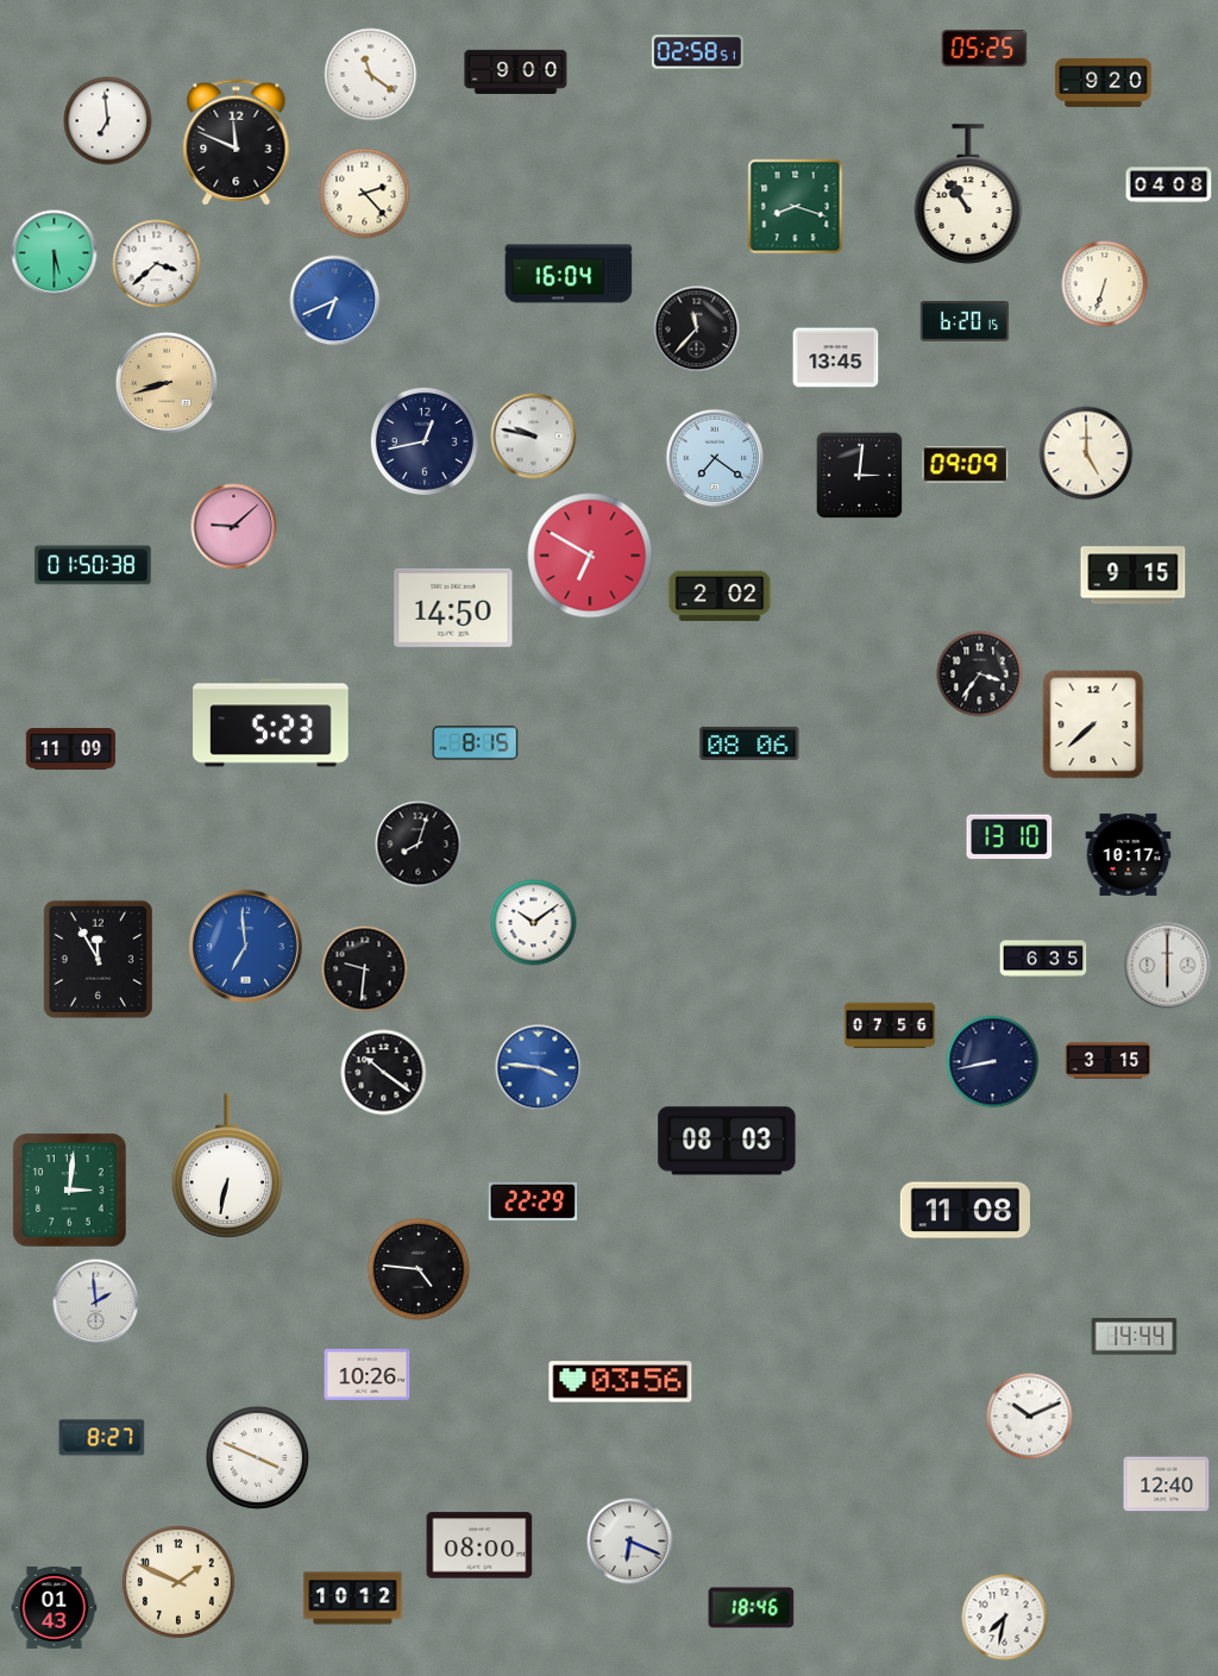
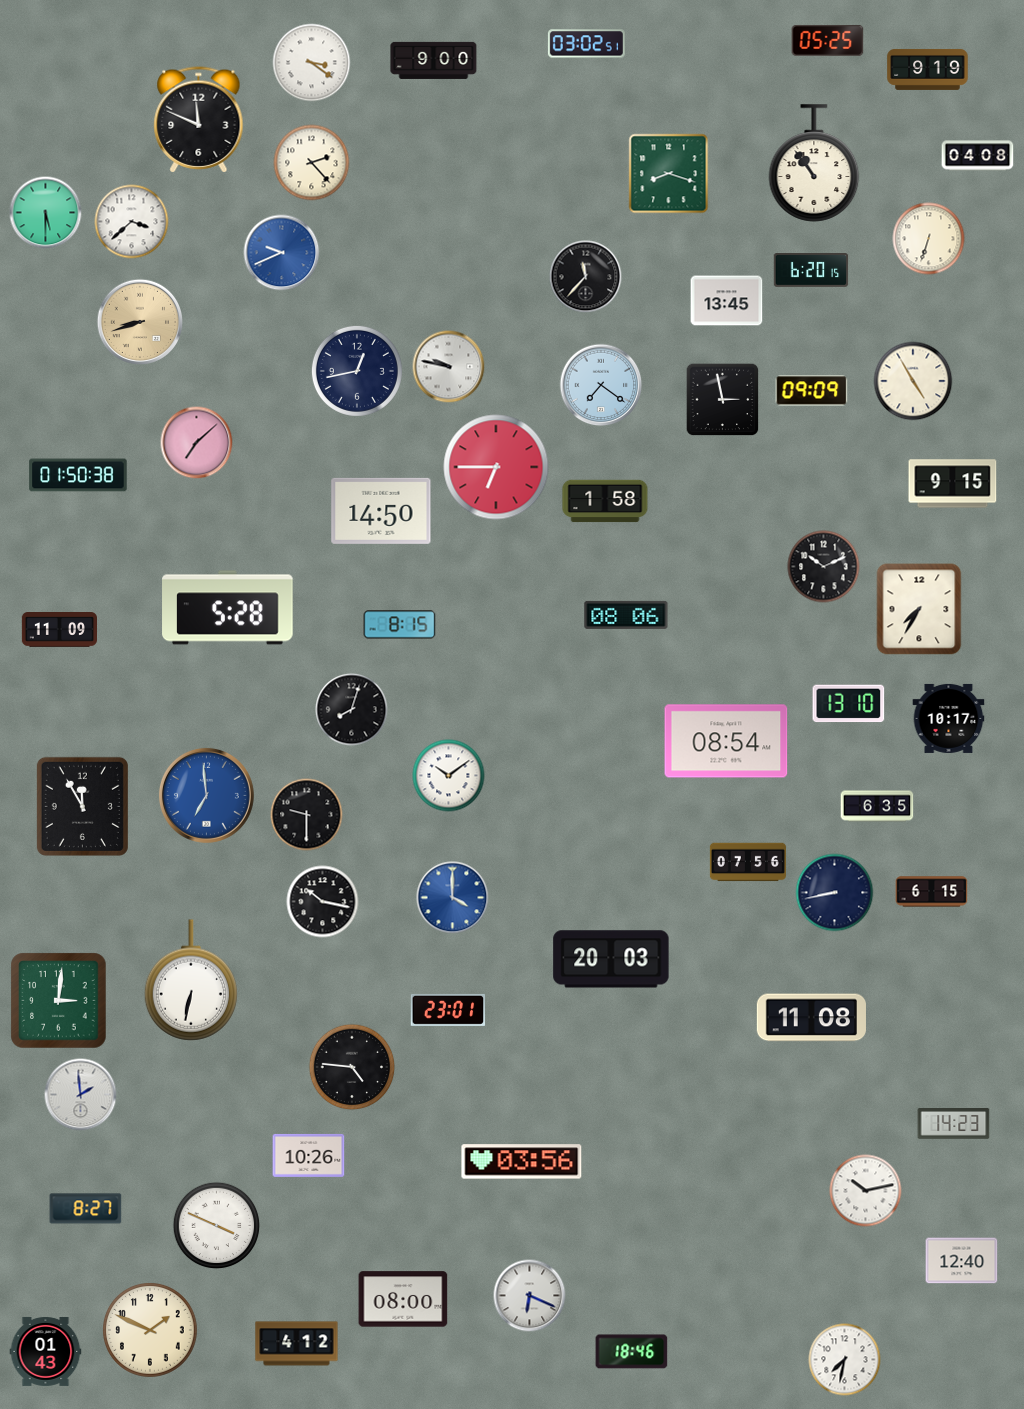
clock at (697, 52): 02:58 -> 03:02
clock at (371, 75): 11:21 -> 3:21
clock at (1104, 82): 9:20 -> 9:19
clock at (108, 121): 6:59 -> none
clock at (1169, 186) position: (1169, 186) -> (978, 156)
clock at (365, 194) position: (365, 194) -> (312, 163)
clock at (569, 274): 16:04 -> none
clock at (335, 301): 6:41 -> 9:41
clock at (836, 358) position: (836, 358) -> (727, 301)
clock at (1086, 453): 5:00 -> 4:55
clock at (860, 476): 3:01 -> 2:58
clock at (234, 527): 9:08 -> 7:08
clock at (590, 555): 6:50 -> 6:45
clock at (720, 596): 2:02 -> 1:58
clock at (980, 674): 3:36 -> 10:11
clock at (271, 723): 5:23 -> 5:28
clock at (1093, 724): 7:38 -> 7:35
clock at (749, 743) position: (749, 743) -> (626, 615)
clock at (726, 741): none -> 08:54
clock at (1168, 966): 6:00 -> none
clock at (365, 969): 9:31 -> 9:30
clock at (1109, 1061): 3:15 -> 6:15
clock at (539, 1068): 3:46 -> 4:00
clock at (384, 1073): 10:21 -> 10:17
clock at (727, 1141): 08:03 -> 20:03
clock at (533, 1201): 22:29 -> 23:01
clock at (1135, 1337): 14:44 -> 14:23
clock at (1030, 1417): 10:11 -> 10:13
clock at (1167, 1484) position: (1167, 1484) -> (962, 1261)
clock at (353, 1599): 10:12 -> 4:12
